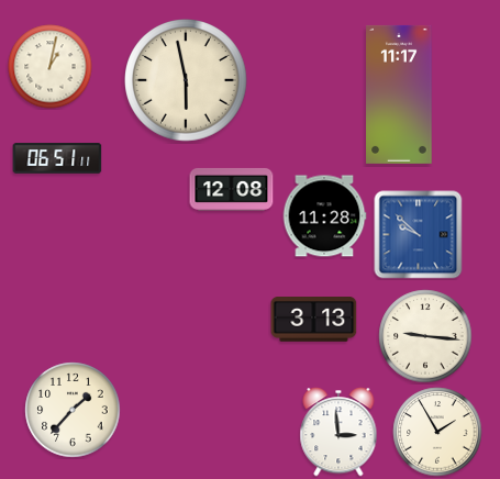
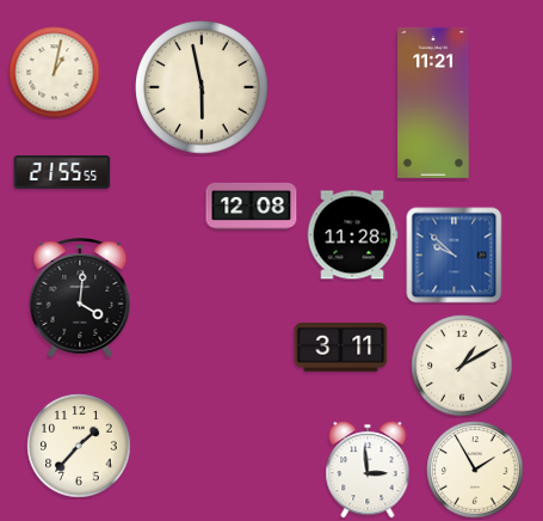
clock at (399, 94): 11:17 -> 11:21
clock at (57, 158): 06:51 -> 21:55
clock at (80, 298): none -> 4:01
clock at (314, 320): 3:13 -> 3:11
clock at (425, 336): 9:16 -> 1:10
